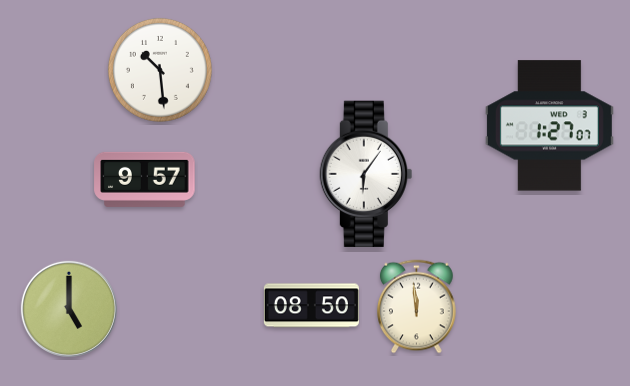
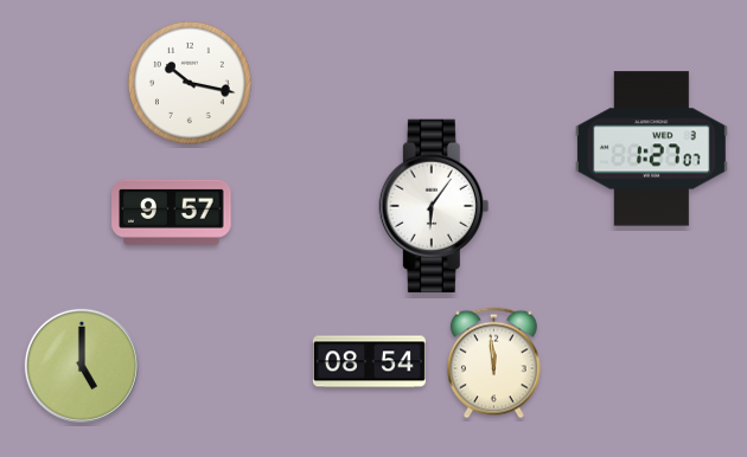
clock at (160, 70): 10:29 -> 10:17
clock at (311, 306): 08:50 -> 08:54
